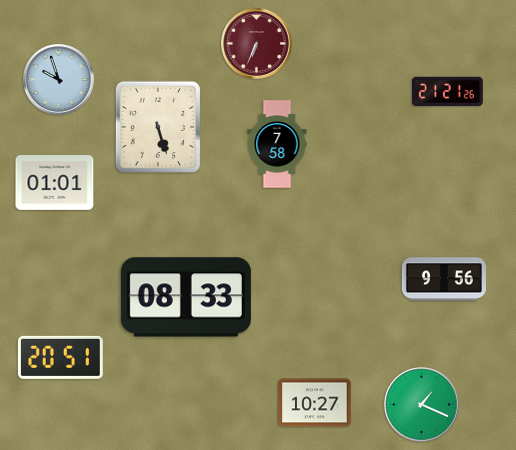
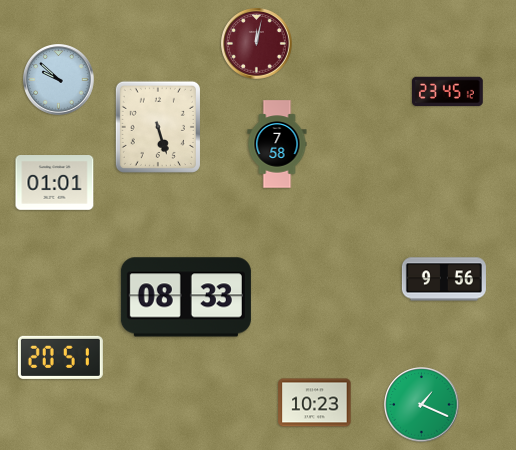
clock at (257, 44): 6:34 -> 12:02
clock at (59, 80): 9:57 -> 9:52
clock at (448, 91): 21:21 -> 23:45
clock at (315, 403): 10:27 -> 10:23
